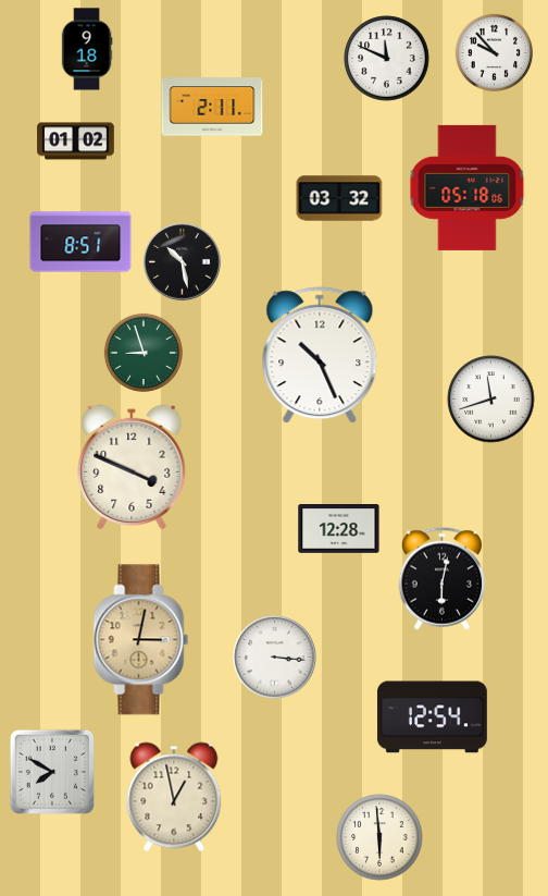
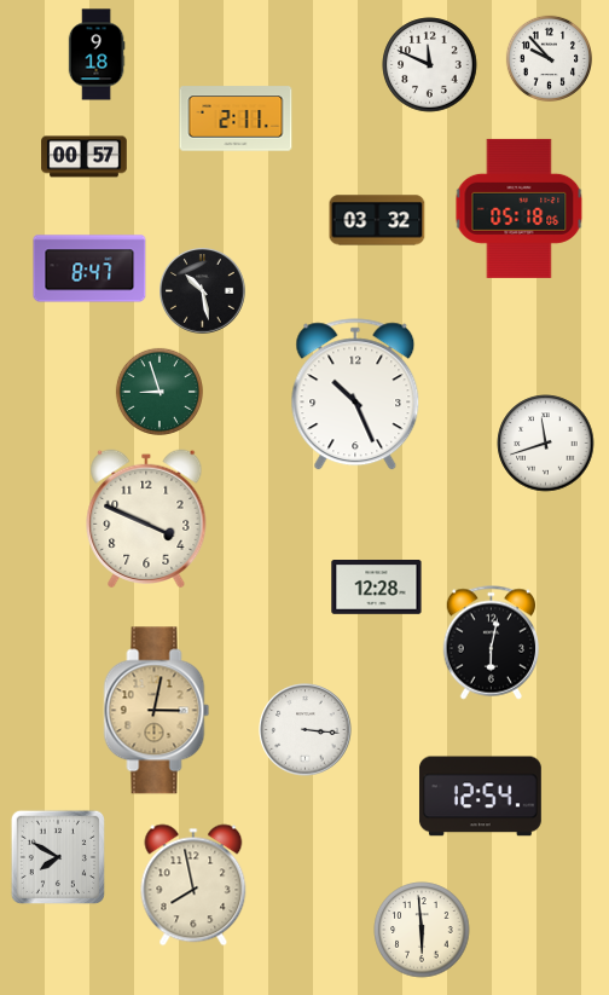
clock at (76, 142): 01:02 -> 00:57
clock at (80, 242): 8:51 -> 8:47
clock at (174, 797): 12:58 -> 7:58
